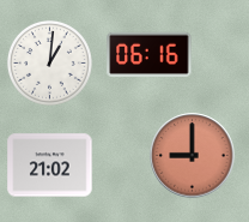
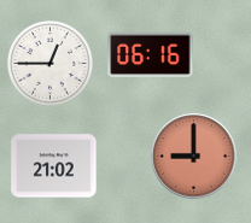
clock at (49, 62): 1:01 -> 12:45
clock at (50, 166) position: (50, 166) -> (54, 166)
